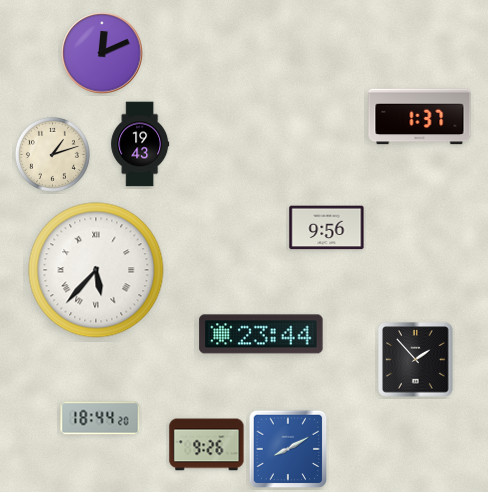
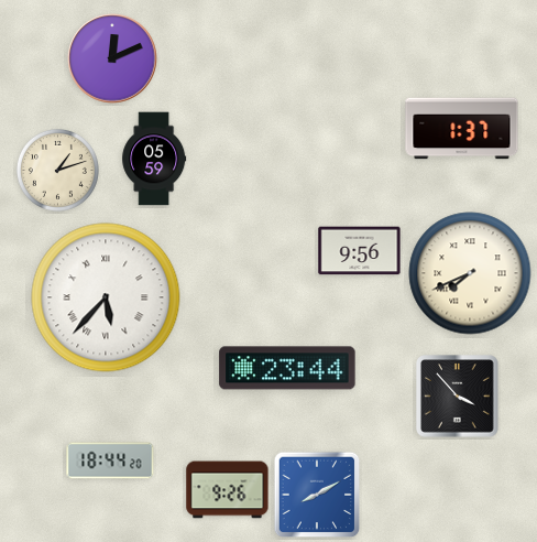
clock at (140, 144): 19:43 -> 05:59
clock at (470, 273): none -> 7:41
clock at (416, 360): 1:53 -> 3:53
